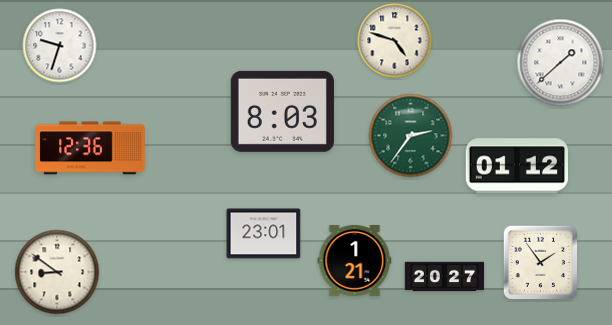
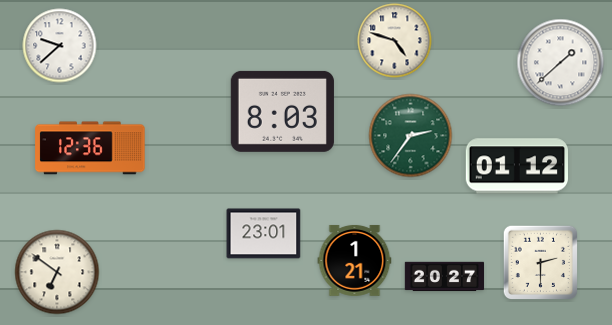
clock at (60, 46): 9:33 -> 9:38
clock at (540, 262): 1:54 -> 2:30
clock at (57, 272): 8:51 -> 6:51
